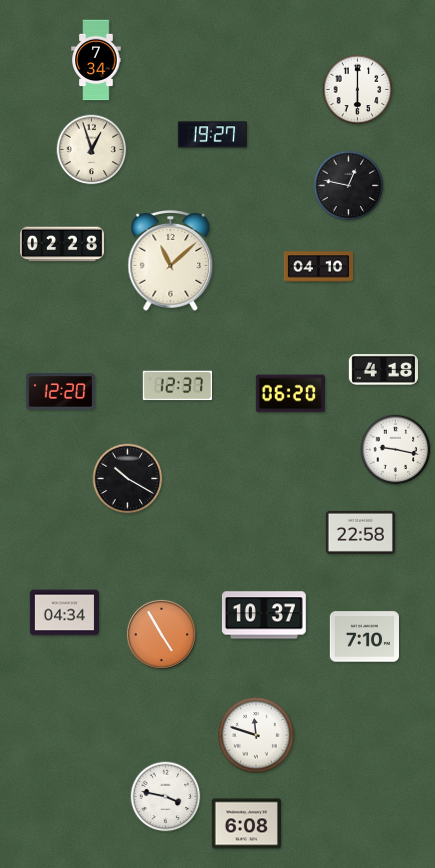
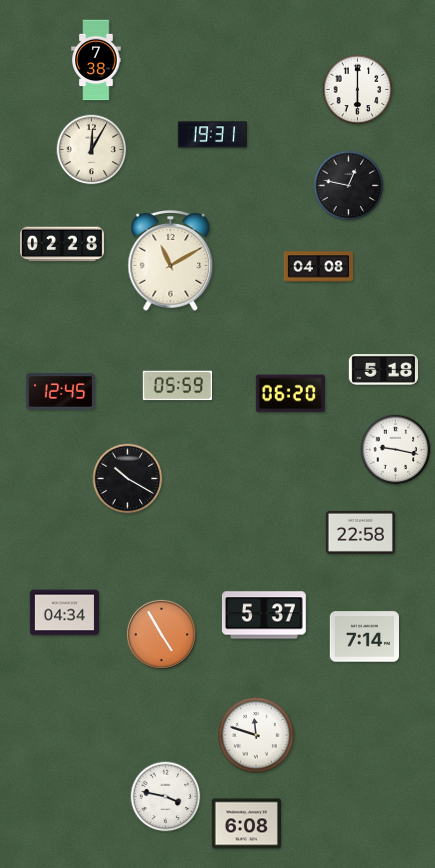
clock at (96, 60): 7:34 -> 7:38
clock at (212, 135): 19:27 -> 19:31
clock at (92, 150): 12:57 -> 12:05
clock at (171, 261): 11:08 -> 11:10
clock at (318, 267): 04:10 -> 04:08
clock at (383, 370): 4:18 -> 5:18
clock at (177, 386): 12:37 -> 05:59
clock at (60, 392): 12:20 -> 12:45
clock at (264, 615): 10:37 -> 5:37
clock at (364, 637): 7:10 -> 7:14
